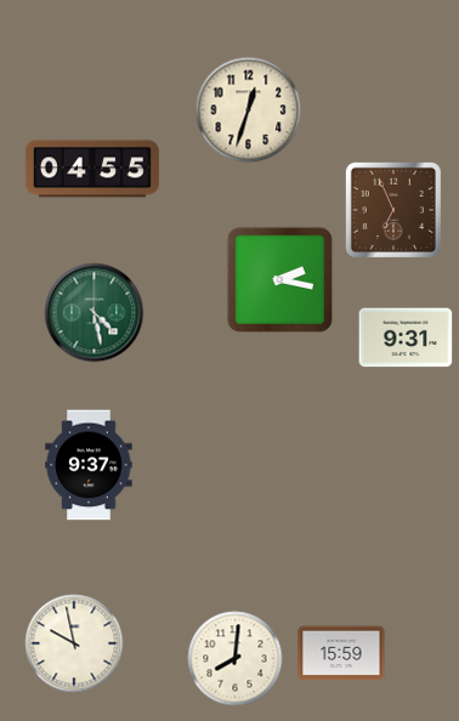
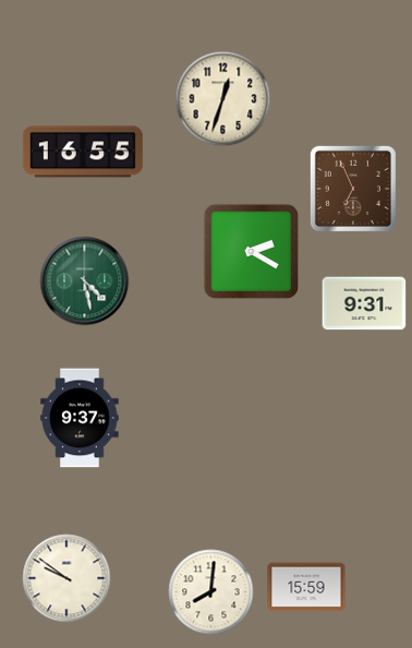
clock at (92, 169): 04:55 -> 16:55
clock at (279, 279): 2:17 -> 2:20
clock at (74, 643): 9:58 -> 9:51
